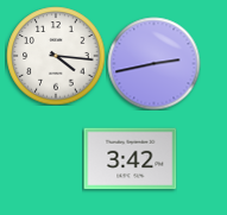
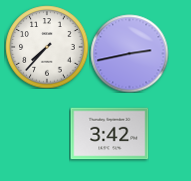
clock at (56, 56): 4:16 -> 7:37
